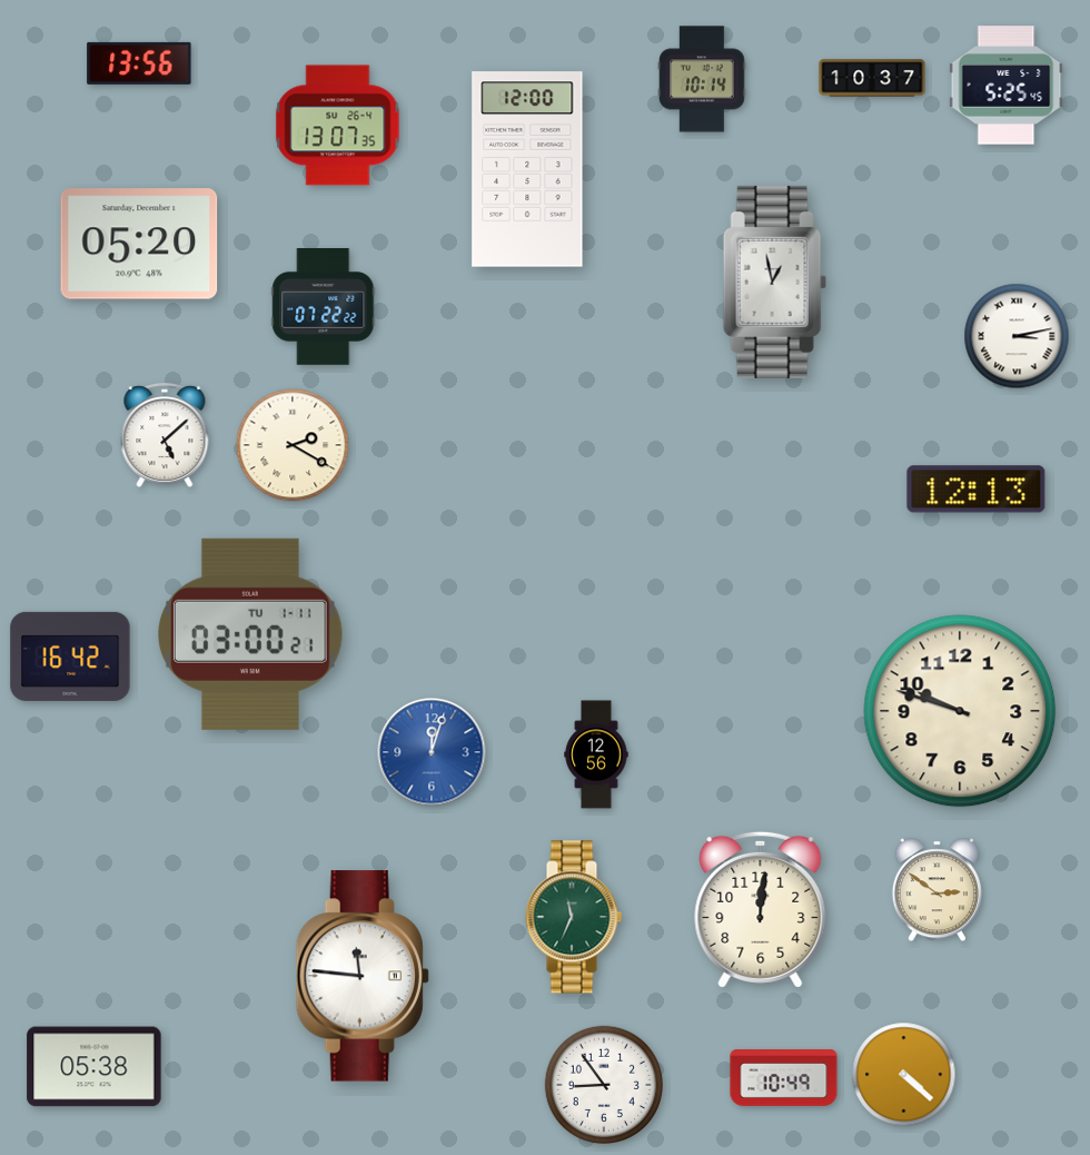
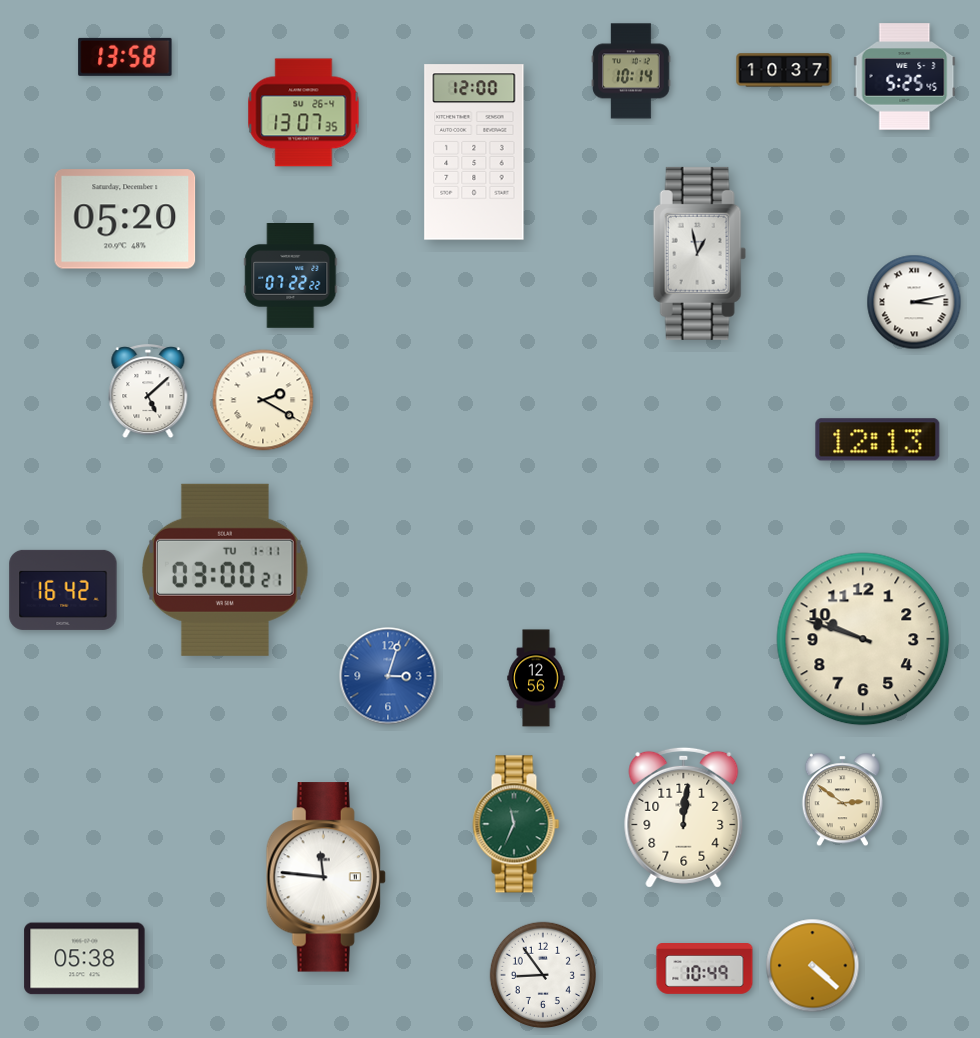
clock at (139, 63): 13:56 -> 13:58
clock at (774, 282) position: (774, 282) -> (699, 253)
clock at (432, 752): 12:03 -> 3:03
